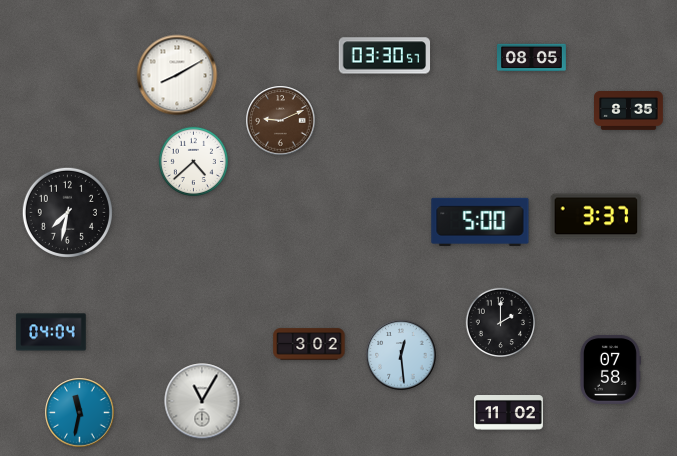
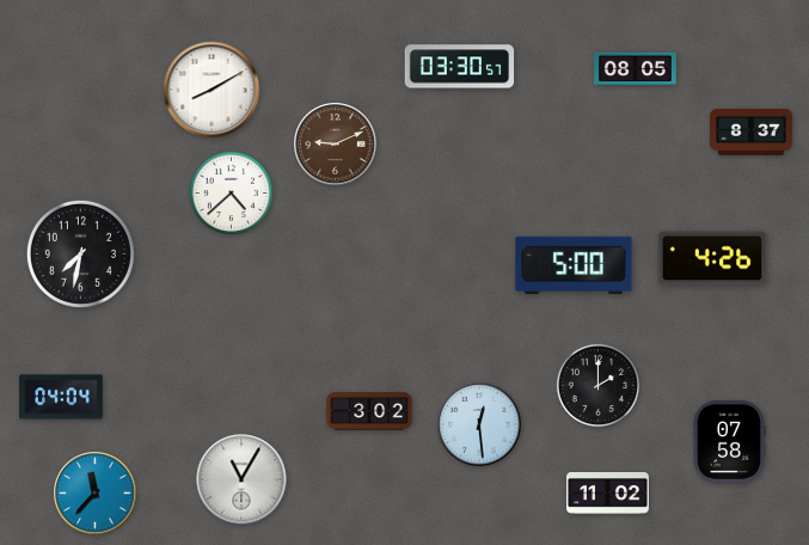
clock at (629, 111): 8:35 -> 8:37
clock at (596, 216): 3:37 -> 4:26
clock at (80, 413): 11:32 -> 11:37
